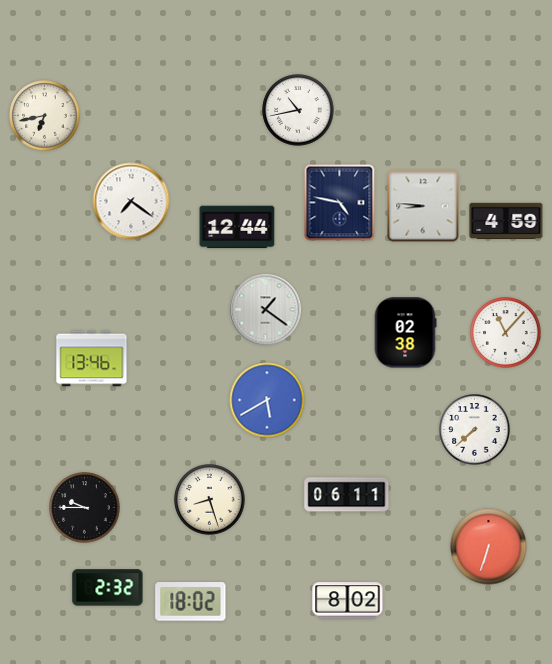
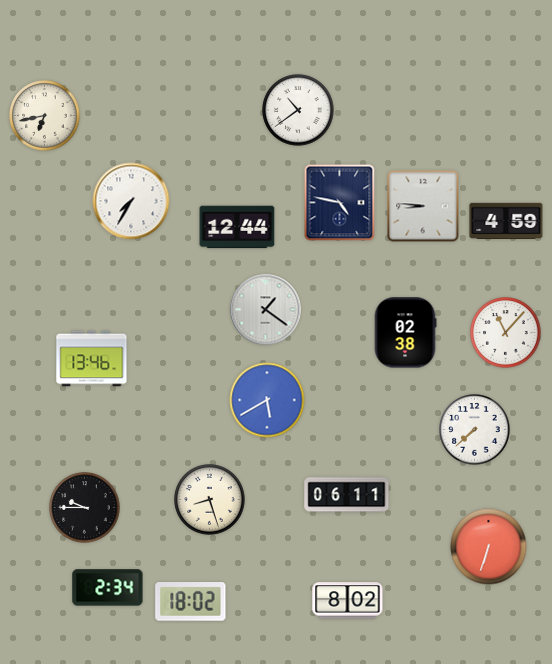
clock at (298, 110): 10:43 -> 10:39
clock at (131, 201): 7:21 -> 7:35
clock at (108, 588): 2:32 -> 2:34
